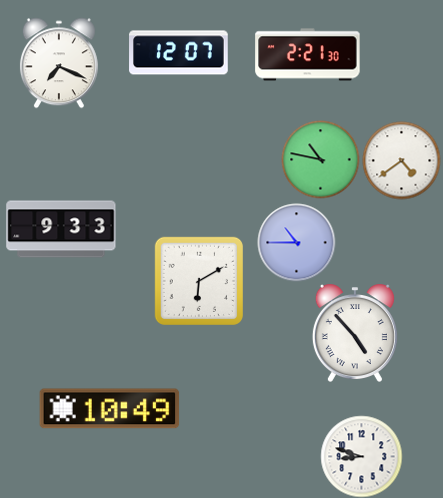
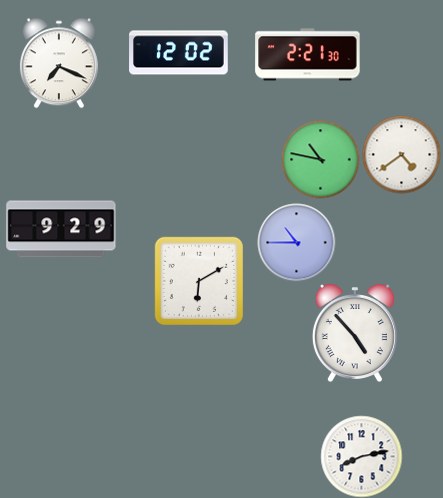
clock at (179, 53): 12:07 -> 12:02
clock at (401, 160) position: (401, 160) -> (401, 154)
clock at (61, 229): 9:33 -> 9:29
clock at (110, 409): 10:49 -> none
clock at (361, 456): 8:48 -> 8:13
